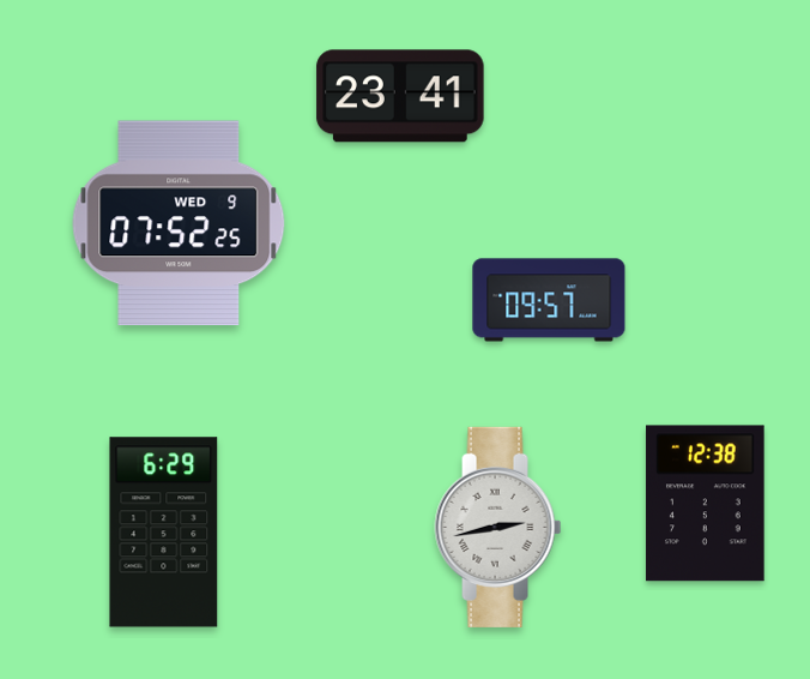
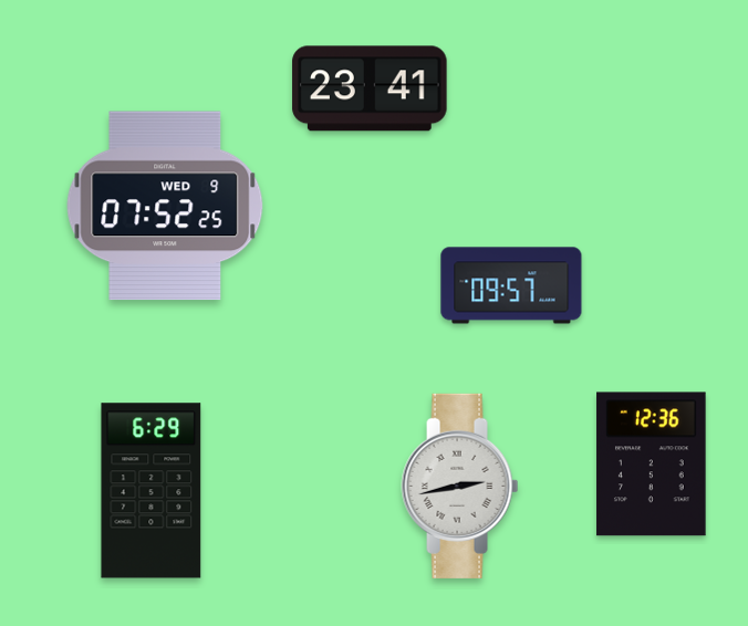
clock at (549, 300) position: (549, 300) -> (511, 285)
clock at (706, 504): 12:38 -> 12:36
